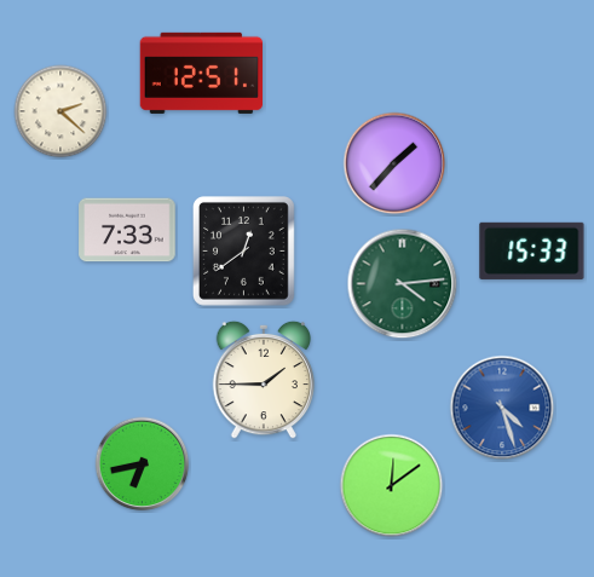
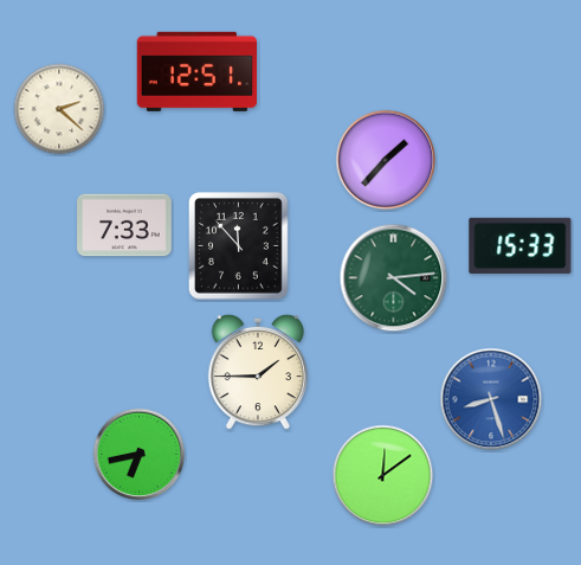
clock at (244, 252): 12:39 -> 11:53
clock at (502, 408): 4:27 -> 8:27
